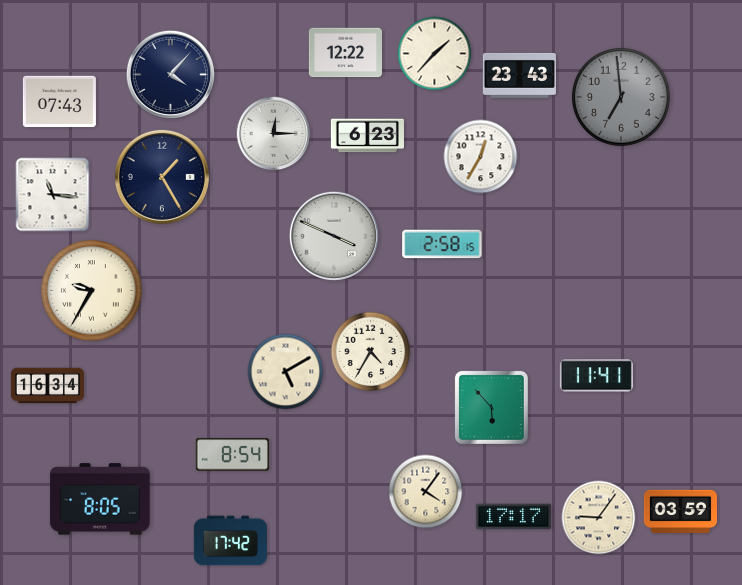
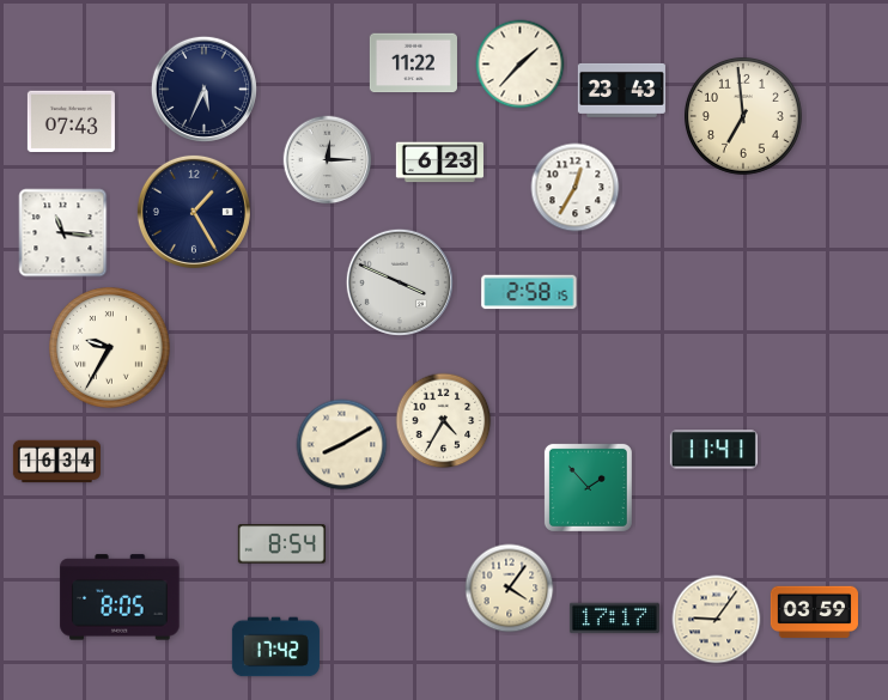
clock at (345, 53): 12:22 -> 11:22
clock at (170, 74): 4:07 -> 5:34
clock at (621, 97) dial: grey -> cream
clock at (286, 372): 5:10 -> 8:10
clock at (491, 407): 5:53 -> 1:53
clock at (232, 455) position: (232, 455) -> (281, 544)
